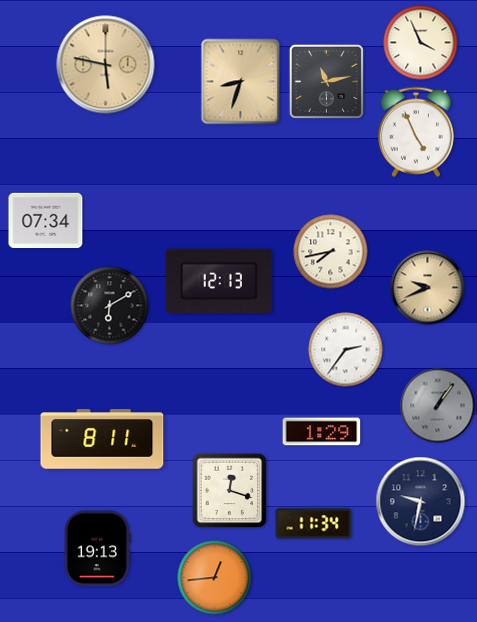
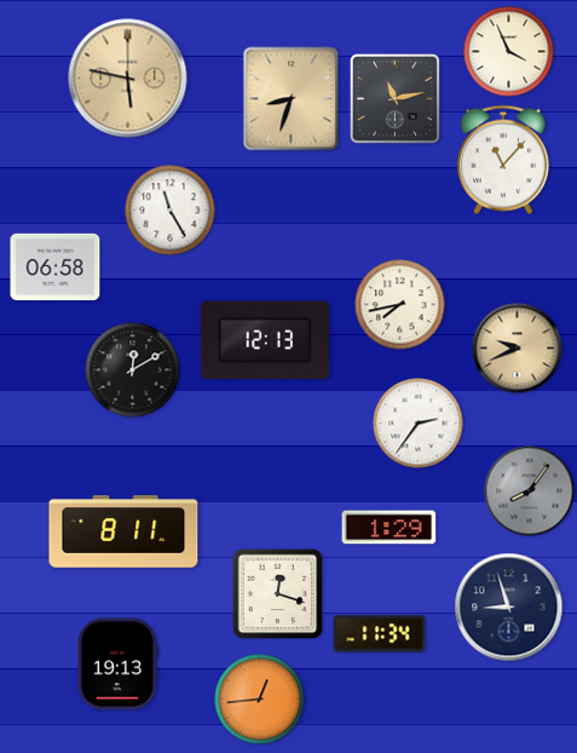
clock at (416, 132): 4:56 -> 11:07
clock at (171, 211): none -> 11:25
clock at (46, 221): 07:34 -> 06:58
clock at (110, 306): 6:10 -> 12:10
clock at (438, 406): 1:06 -> 8:06
clock at (322, 432) position: (322, 432) -> (390, 528)
clock at (421, 502): 9:32 -> 8:57
